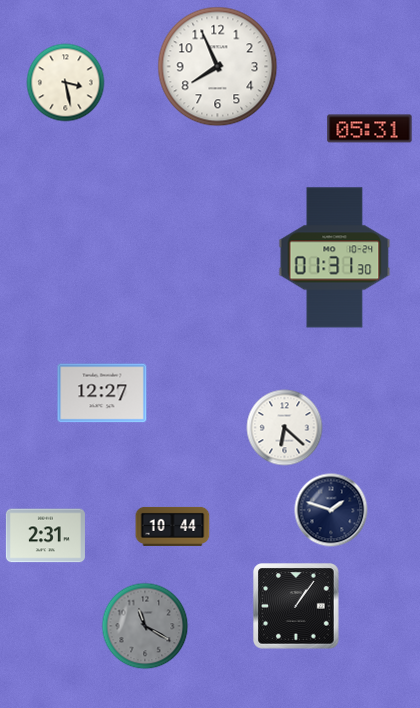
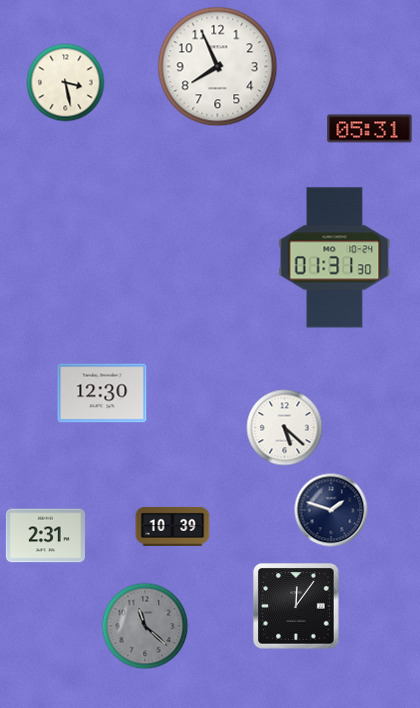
clock at (102, 393): 12:27 -> 12:30
clock at (285, 428): 6:22 -> 5:22
clock at (173, 526): 10:44 -> 10:39
clock at (296, 606): 1:06 -> 12:06
clock at (145, 626): 11:20 -> 11:22
